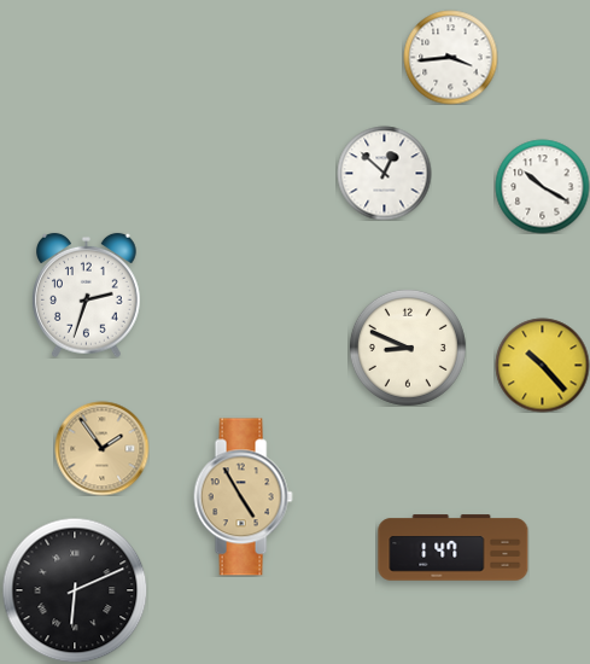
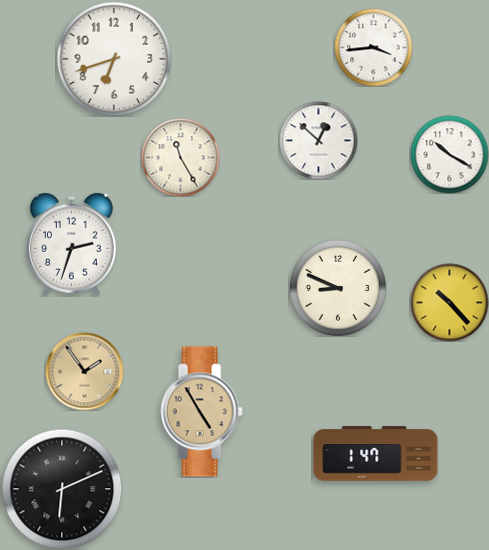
clock at (114, 59): none -> 6:42
clock at (384, 173) position: (384, 173) -> (318, 140)
clock at (180, 157): none -> 11:25
